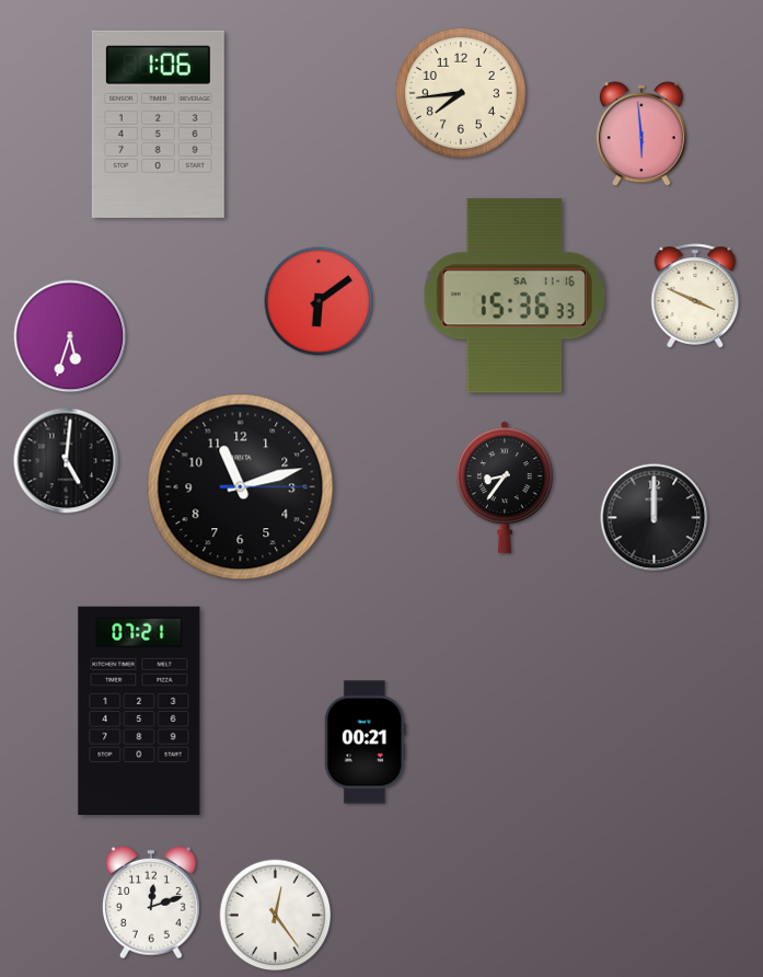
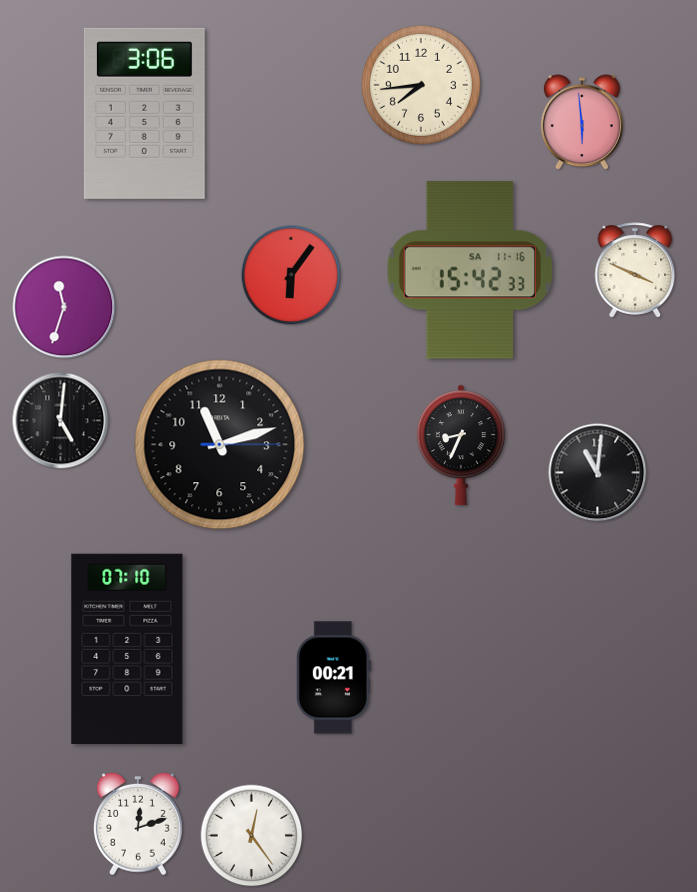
clock at (158, 124): 1:06 -> 3:06
clock at (641, 135) position: (641, 135) -> (582, 123)
clock at (515, 296): 15:36 -> 15:42
clock at (319, 301): 6:09 -> 6:06
clock at (70, 336): 5:33 -> 11:33
clock at (505, 487): 8:36 -> 8:34
clock at (655, 518): 12:00 -> 11:01
clock at (139, 710): 07:21 -> 07:10
